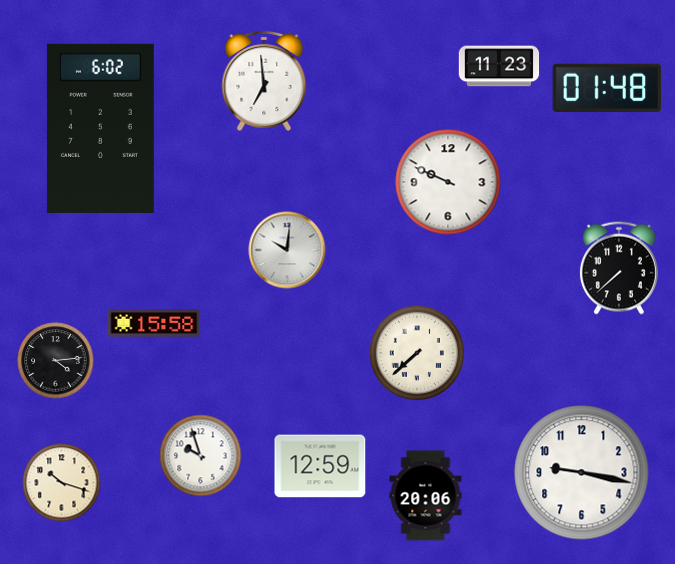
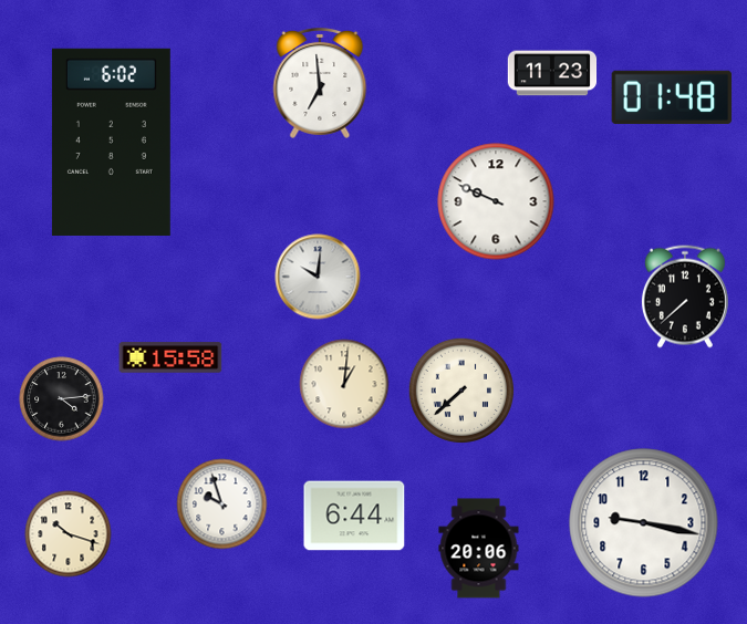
clock at (264, 81) position: (264, 81) -> (320, 83)
clock at (344, 384): none -> 1:01
clock at (320, 466): 12:59 -> 6:44
clock at (426, 496) position: (426, 496) -> (479, 549)
